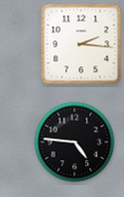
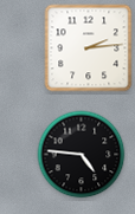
clock at (82, 45): 2:16 -> 2:14
